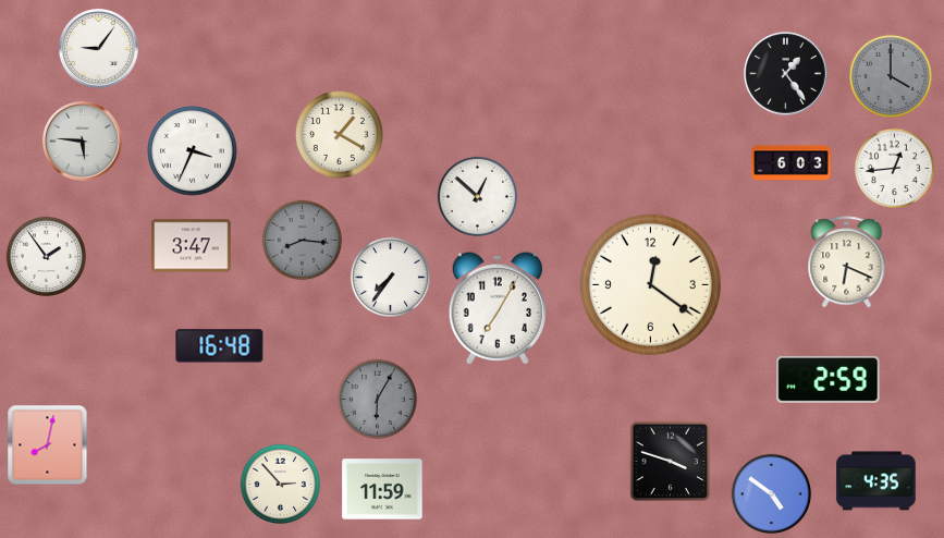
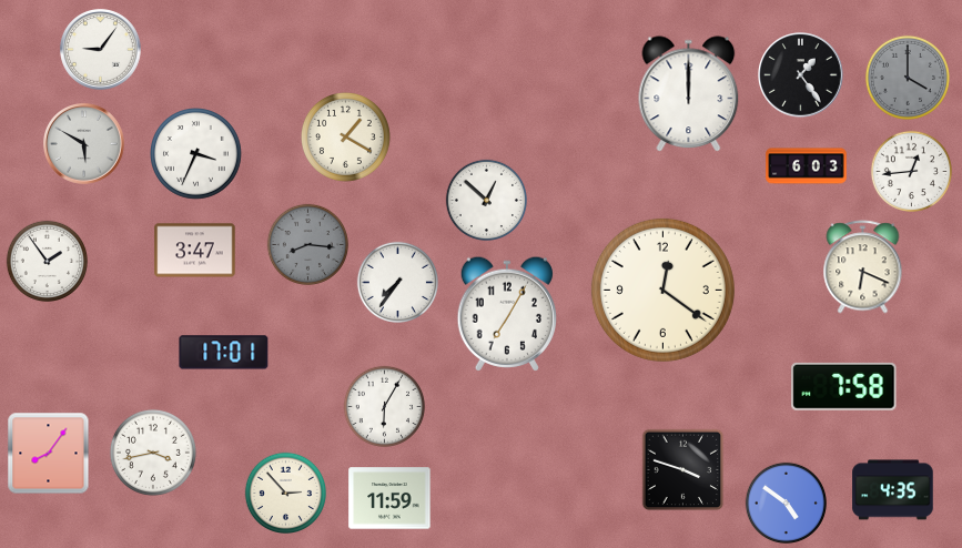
clock at (689, 94): none -> 12:00
clock at (83, 142): 5:46 -> 5:50
clock at (220, 346): 16:48 -> 17:01
clock at (829, 379): 2:59 -> 7:58
clock at (377, 399) dial: grey -> white
clock at (153, 453): none -> 3:43
clock at (48, 445): 8:02 -> 8:06
